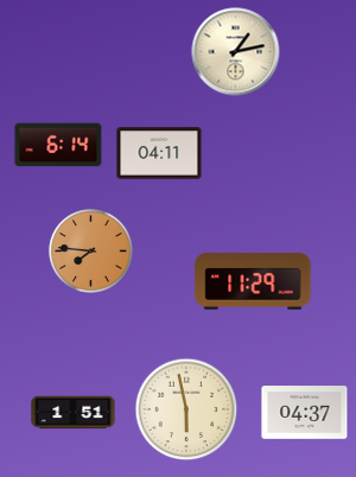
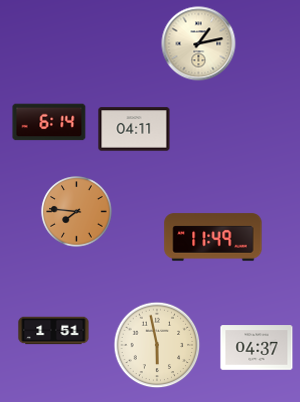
clock at (253, 281): 11:29 -> 11:49
clock at (74, 413) position: (74, 413) -> (54, 331)
